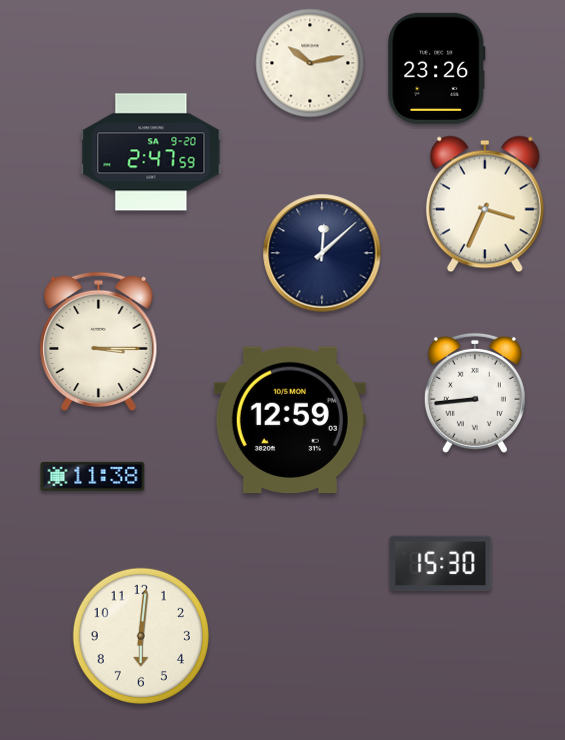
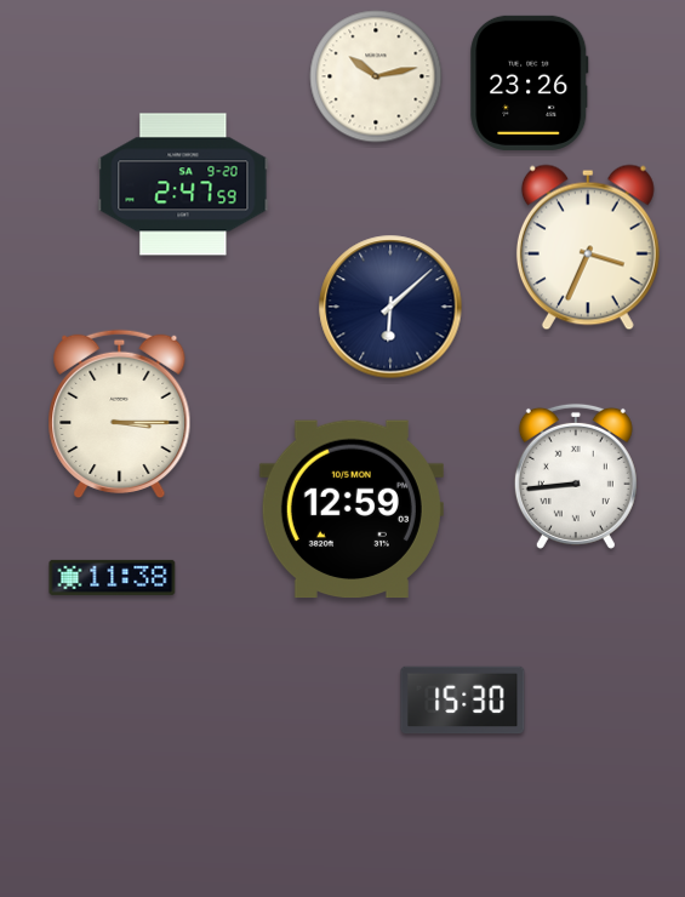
clock at (322, 253): 12:08 -> 6:08
clock at (441, 564) position: (441, 564) -> (463, 701)
clock at (141, 636): 6:01 -> none
